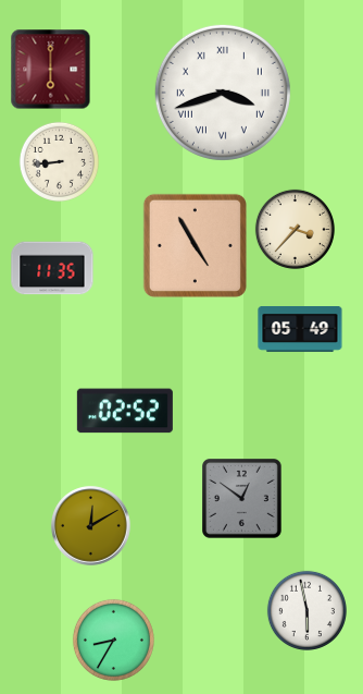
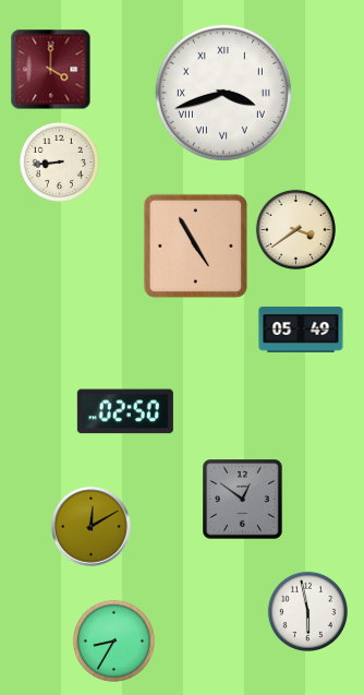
clock at (51, 70): 6:00 -> 4:00
clock at (295, 229): 3:37 -> 3:39
clock at (52, 268): 11:35 -> none
clock at (125, 411): 02:52 -> 02:50
